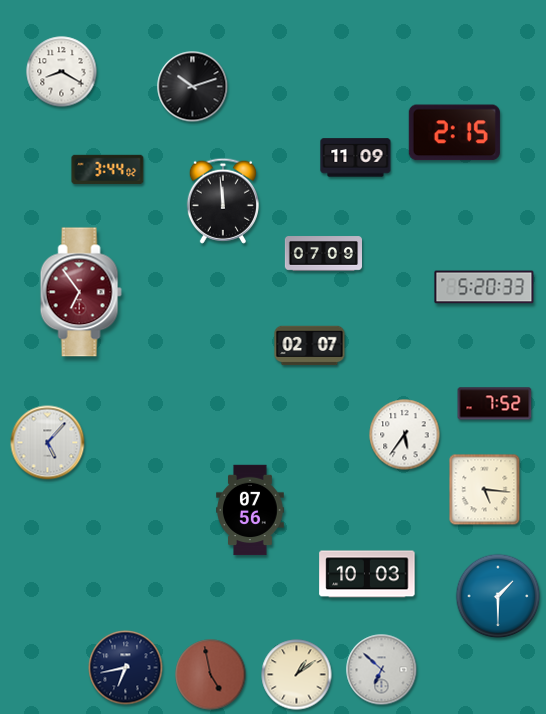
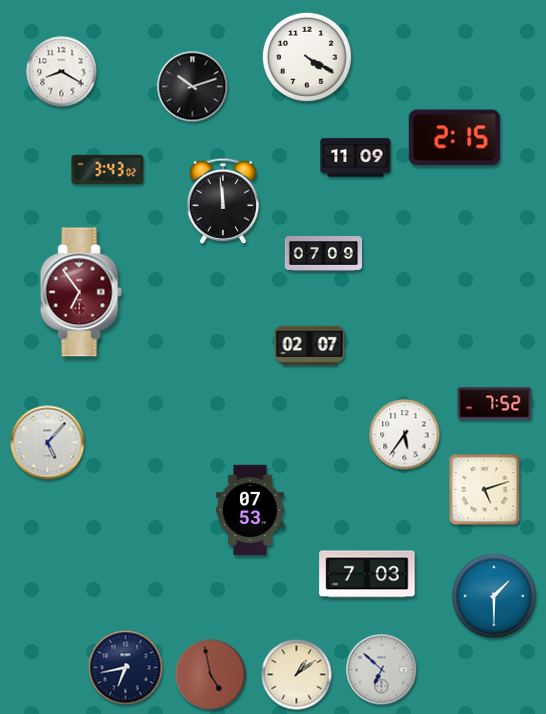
clock at (307, 57): none -> 4:20
clock at (454, 133) position: (454, 133) -> (454, 138)
clock at (108, 169): 3:44 -> 3:43
clock at (484, 287): 5:20 -> none
clock at (485, 490): 5:16 -> 5:12
clock at (250, 510): 07:56 -> 07:53
clock at (367, 574): 10:03 -> 7:03
clock at (498, 596) position: (498, 596) -> (494, 596)
